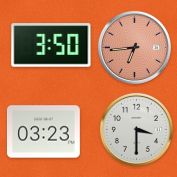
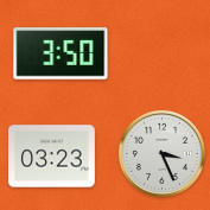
clock at (134, 47): 6:44 -> none
clock at (136, 129): 3:30 -> 3:26
